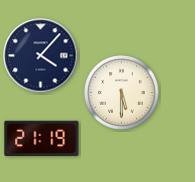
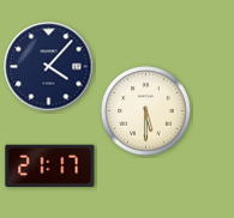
clock at (42, 139): 21:19 -> 21:17
